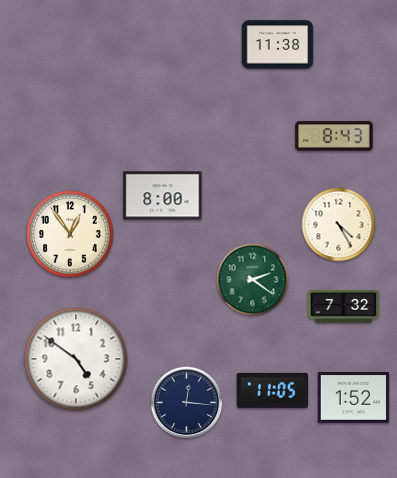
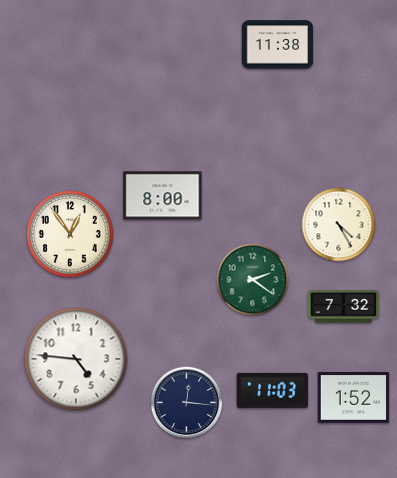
clock at (334, 136): 8:43 -> none
clock at (76, 359): 4:51 -> 4:46
clock at (273, 390): 11:05 -> 11:03
